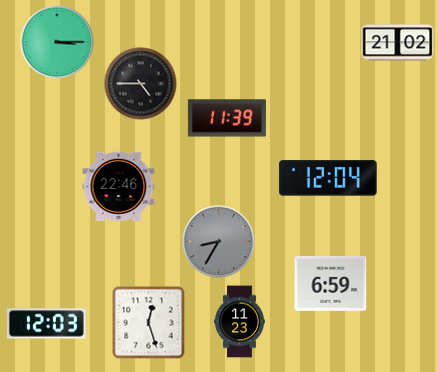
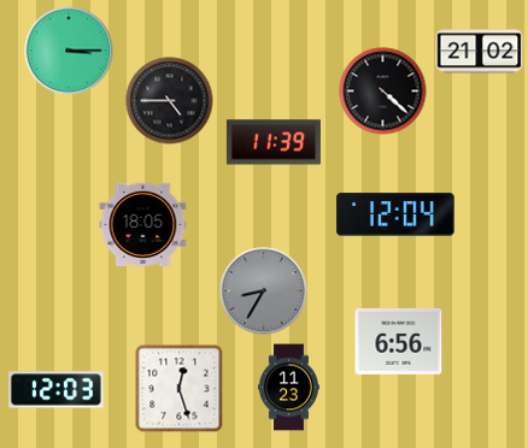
clock at (383, 92): none -> 4:22
clock at (119, 186): 22:46 -> 18:05
clock at (331, 284): 6:59 -> 6:56
